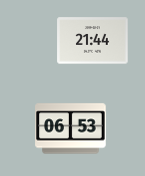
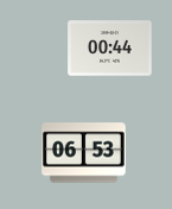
clock at (93, 41): 21:44 -> 00:44
